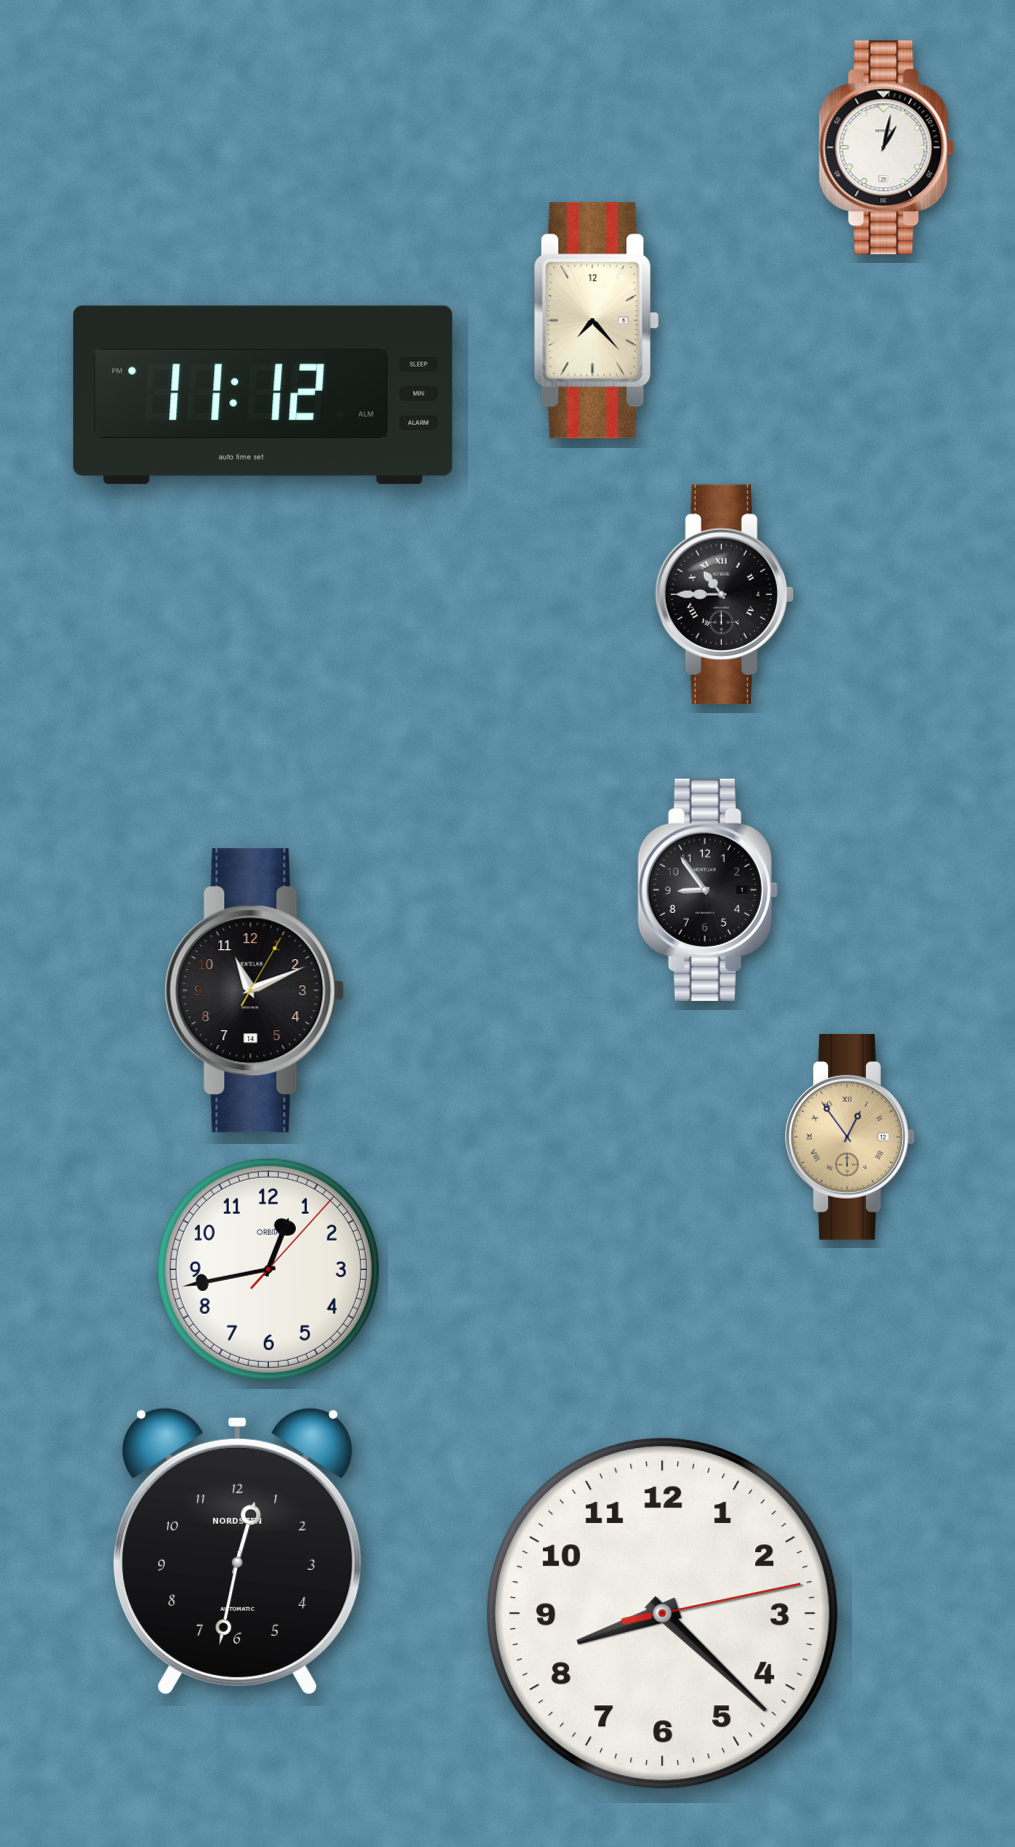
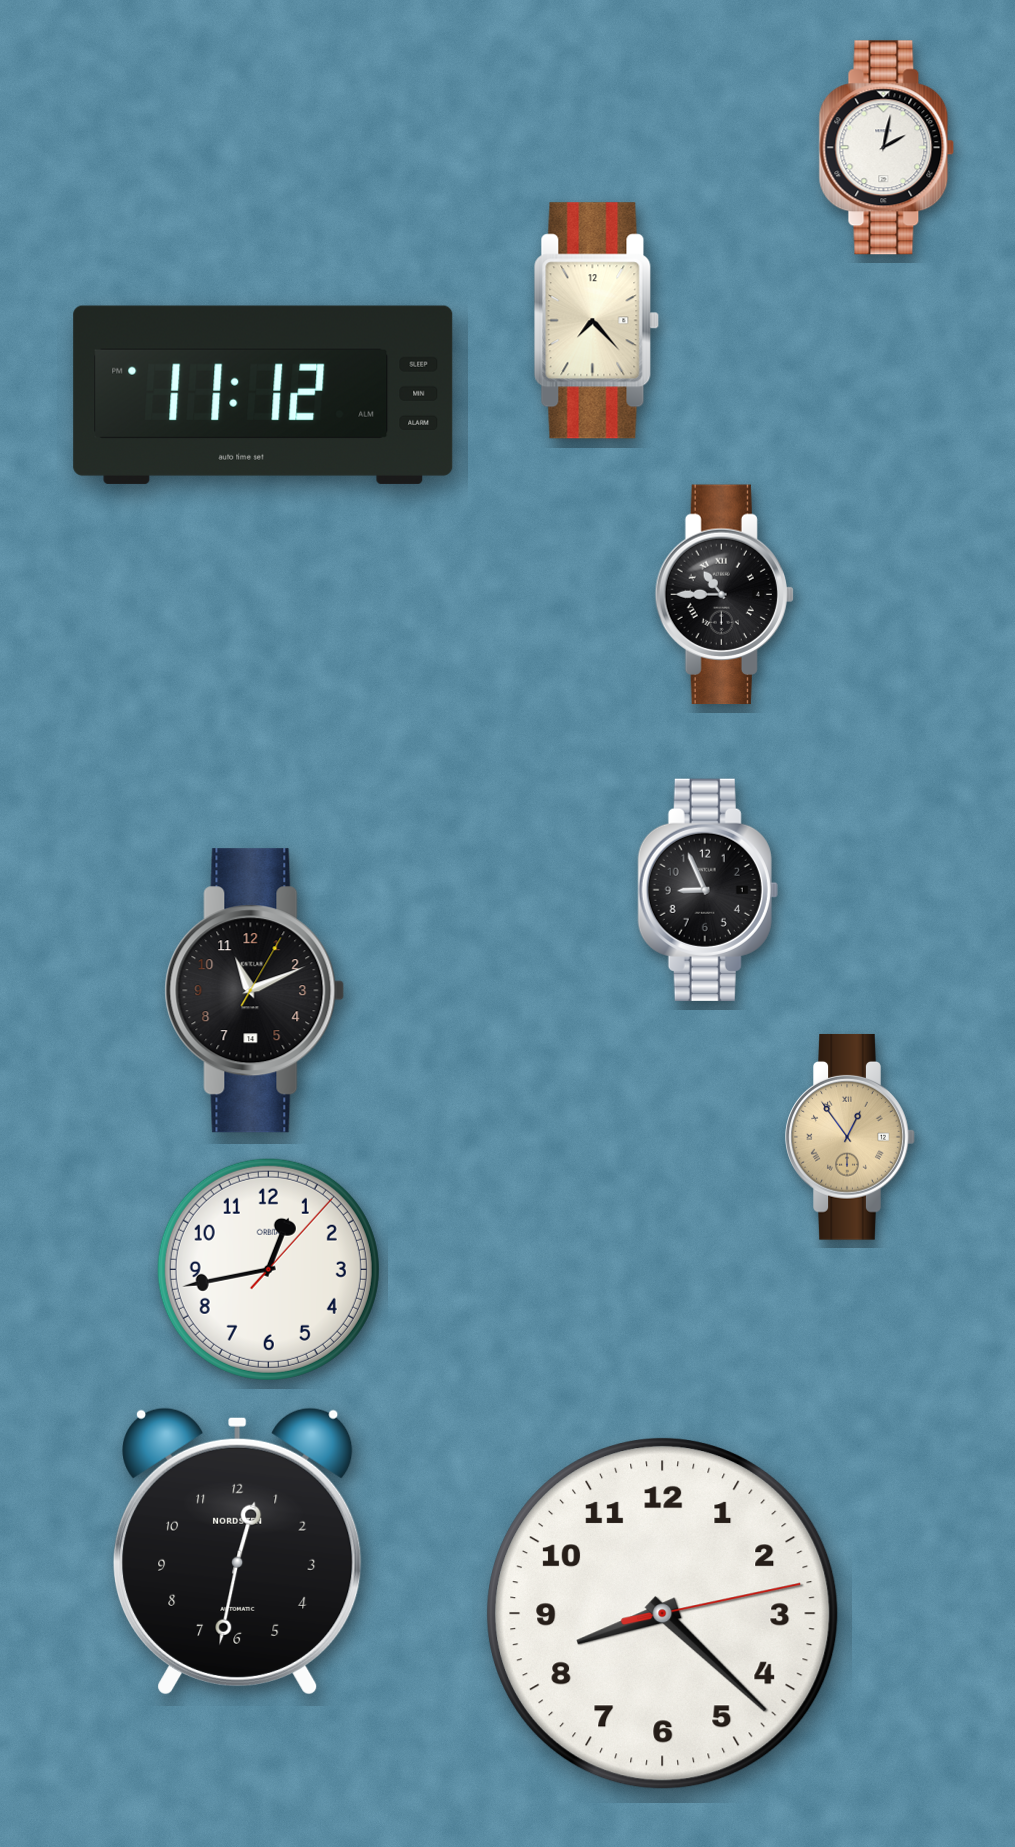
clock at (887, 148): 1:02 -> 2:02
clock at (708, 890): 8:54 -> 8:56
